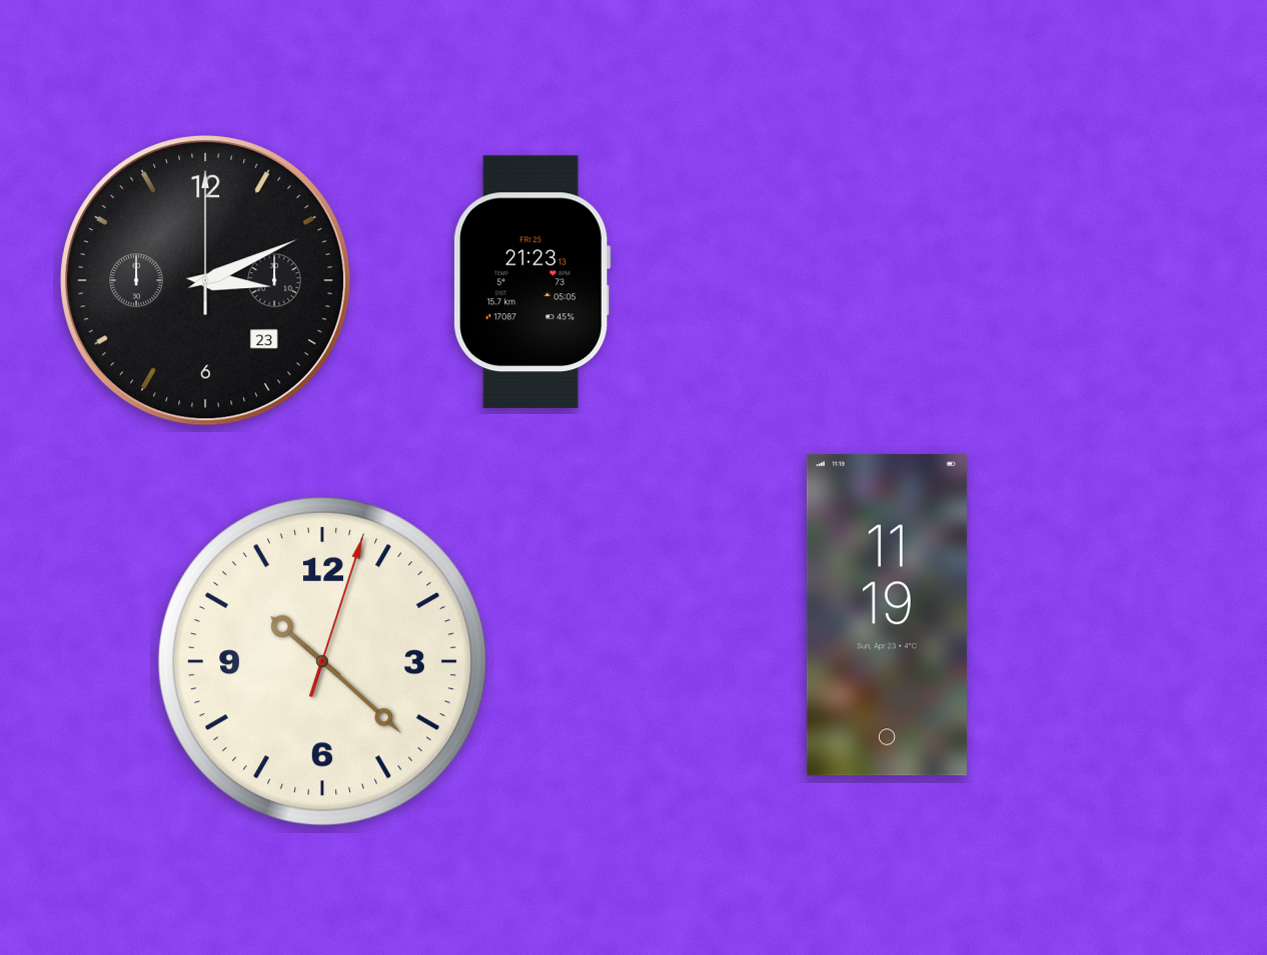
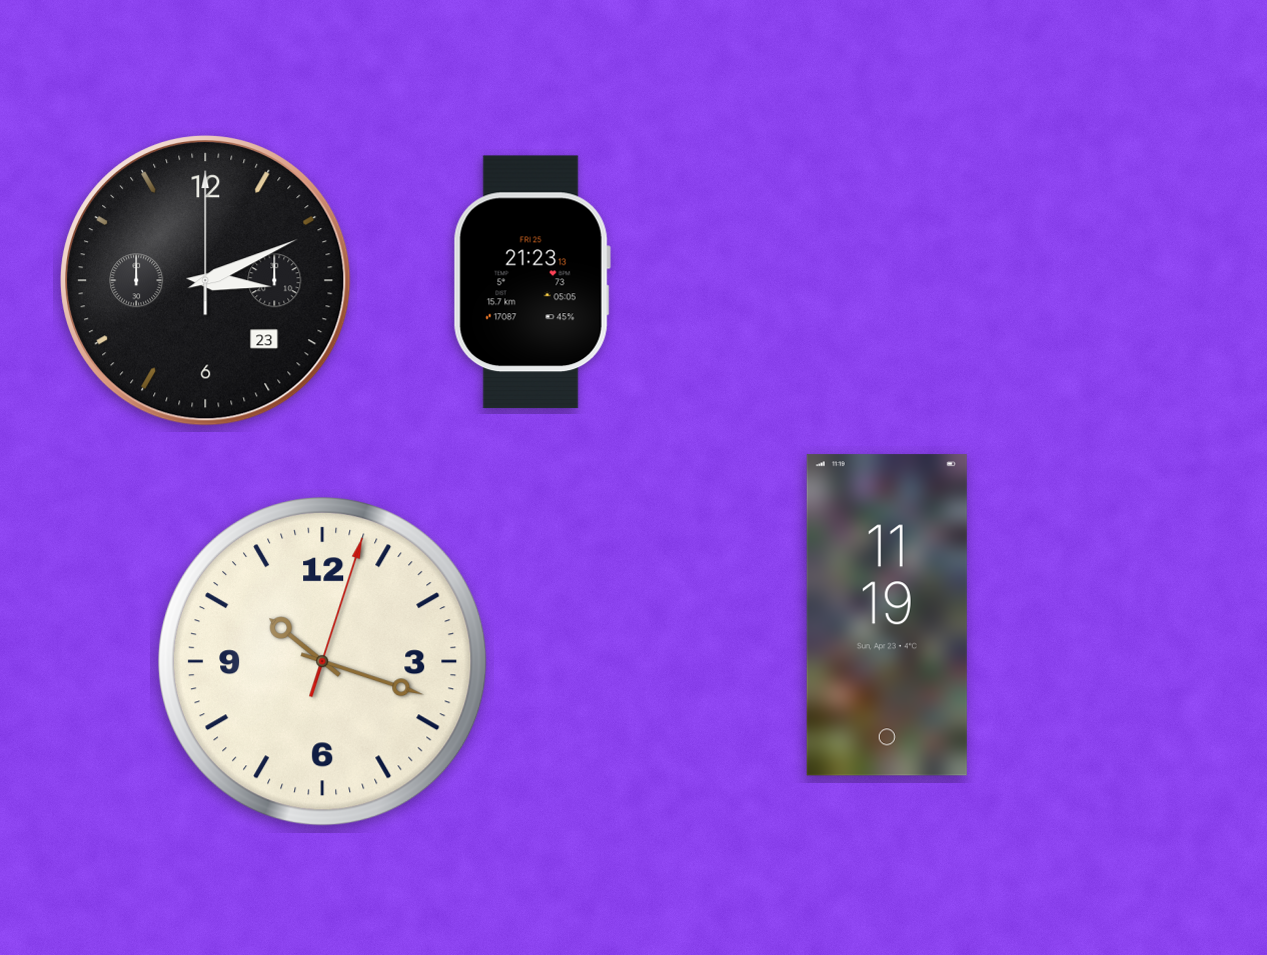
clock at (323, 662): 10:22 -> 10:18
